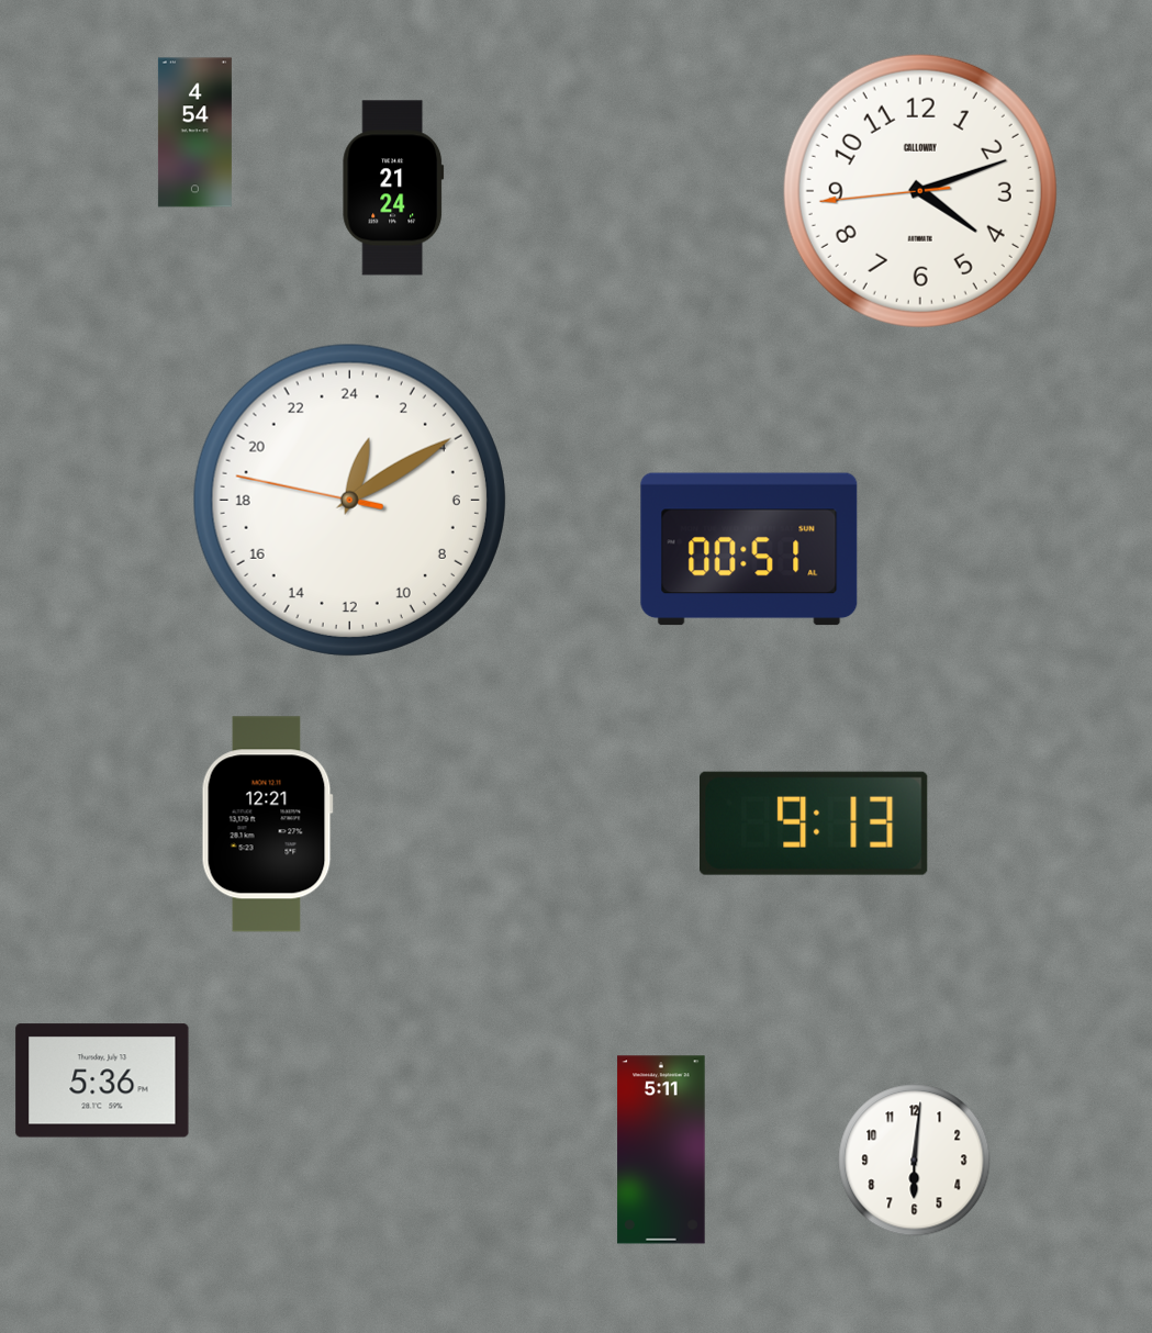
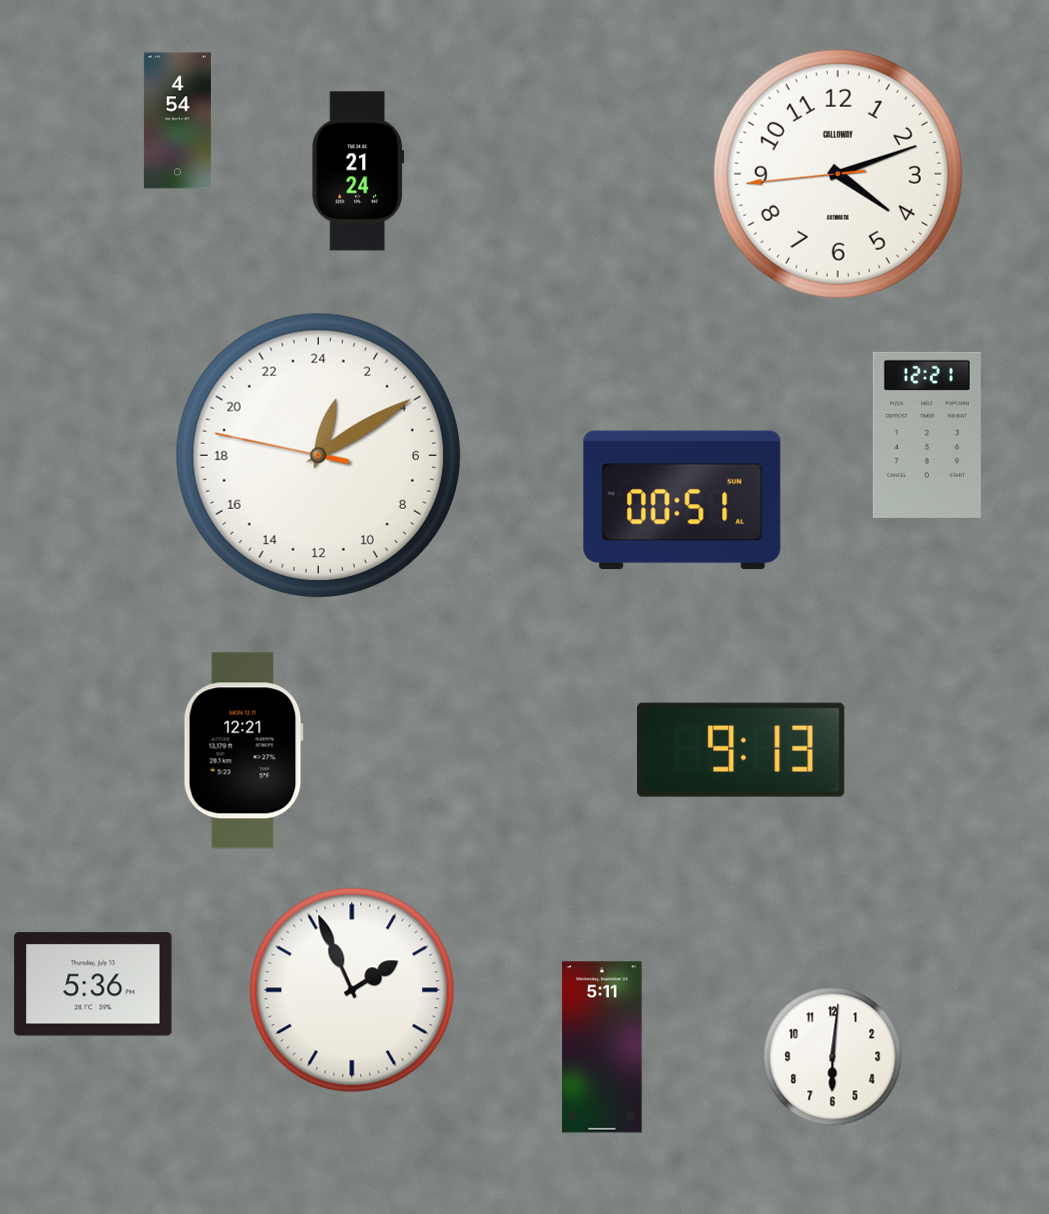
clock at (927, 435): none -> 12:21
clock at (352, 990): none -> 1:56
